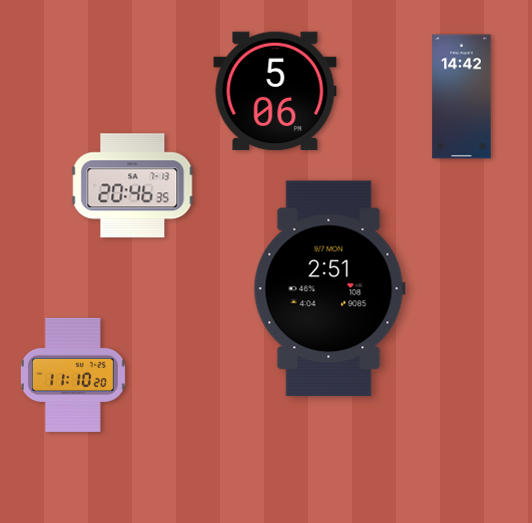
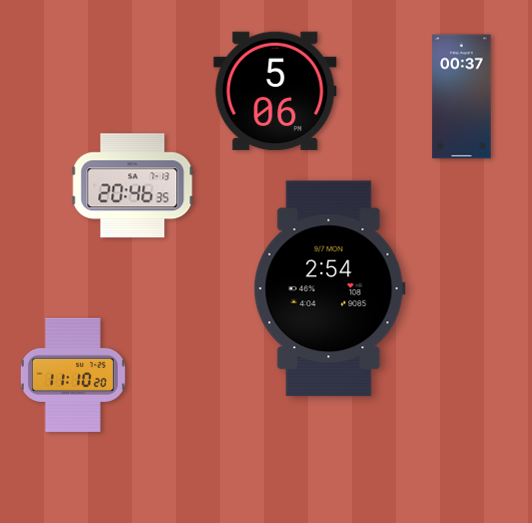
clock at (462, 97): 14:42 -> 00:37
clock at (329, 289): 2:51 -> 2:54
